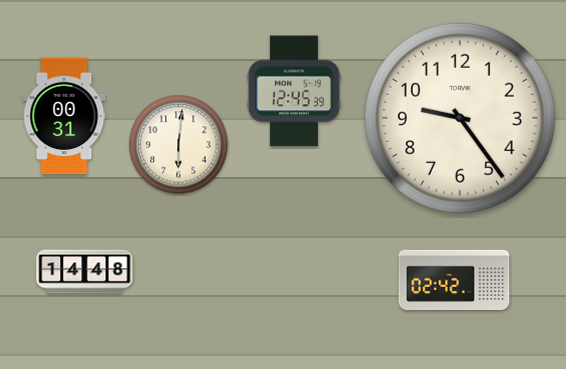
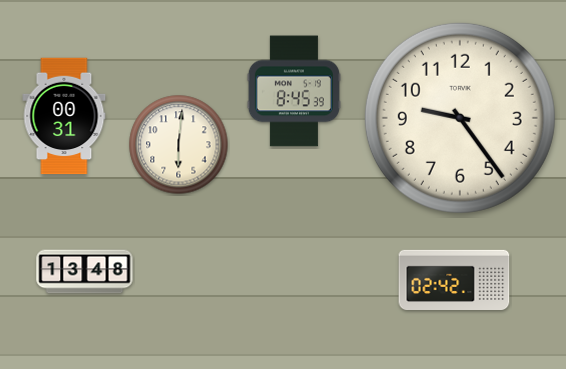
clock at (294, 91): 12:45 -> 8:45
clock at (85, 272): 14:48 -> 13:48
